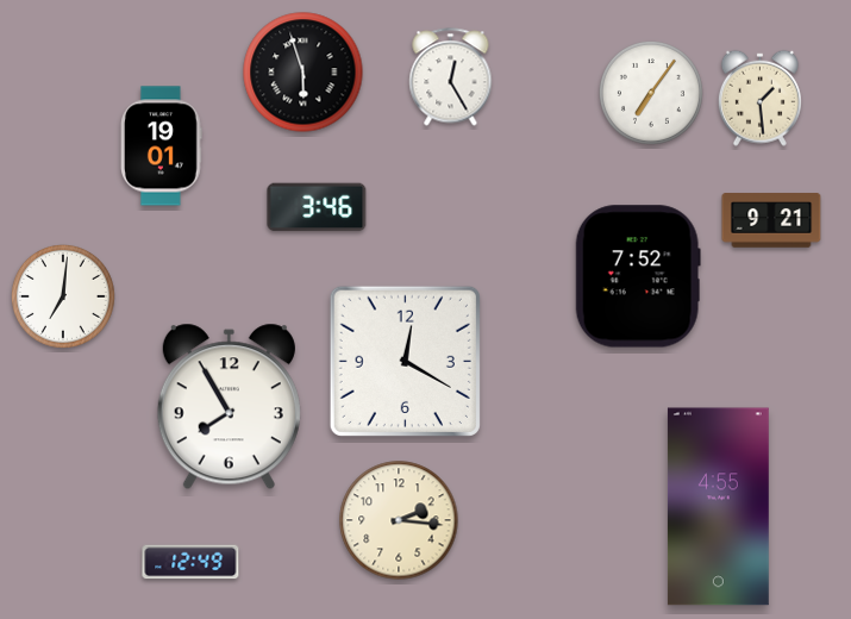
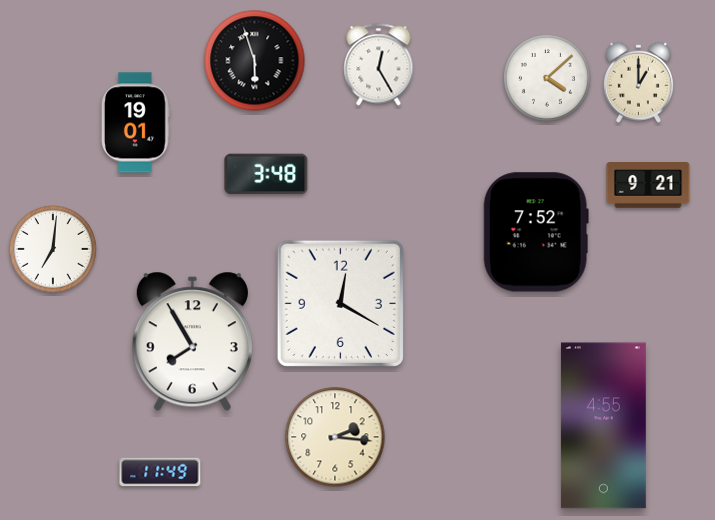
clock at (651, 93): 7:06 -> 4:08
clock at (759, 98): 1:29 -> 1:00
clock at (317, 207): 3:46 -> 3:48
clock at (190, 562): 12:49 -> 11:49
